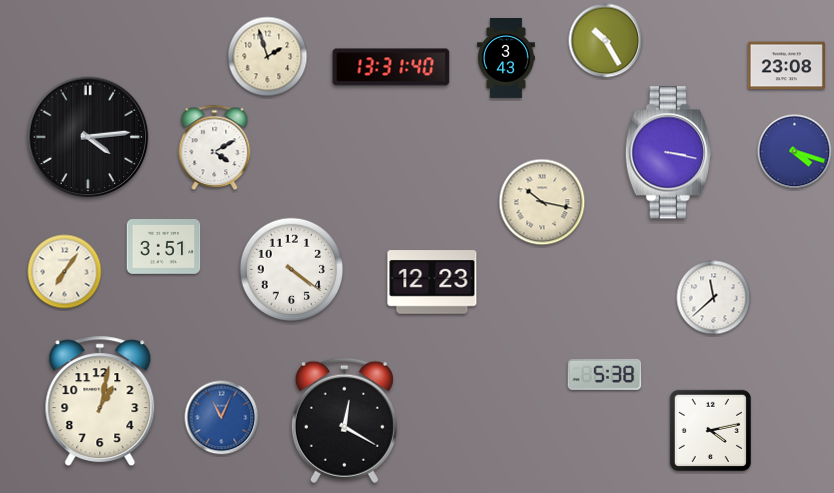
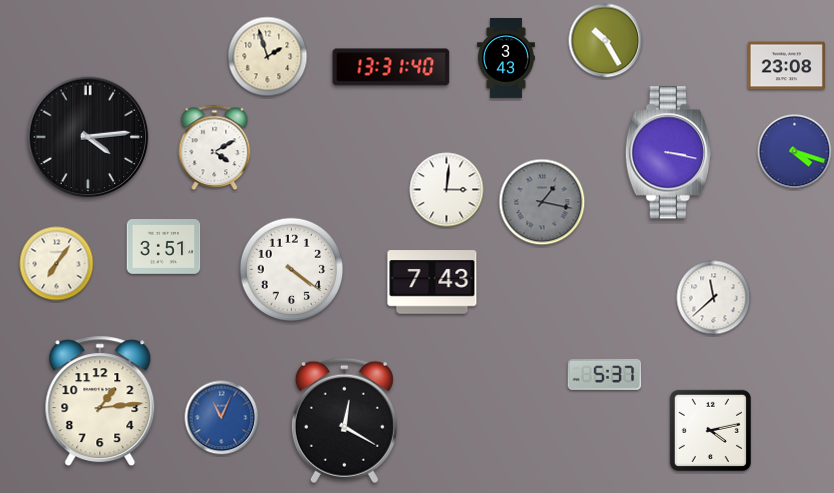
clock at (447, 190): none -> 3:01
clock at (542, 202): 10:17 -> 1:17
clock at (542, 202) dial: cream -> grey
clock at (65, 272) position: (65, 272) -> (57, 264)
clock at (432, 282): 12:23 -> 7:43
clock at (605, 374): 5:38 -> 5:37
clock at (100, 401): 1:02 -> 1:14
